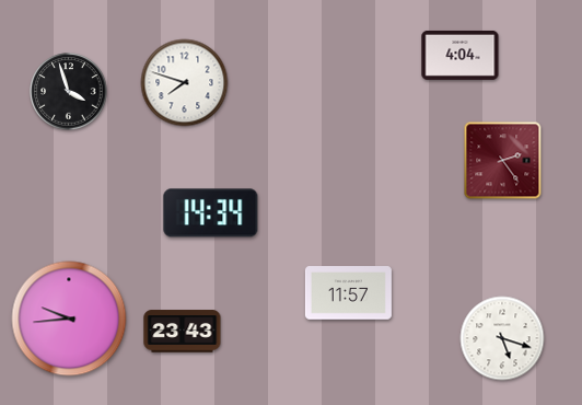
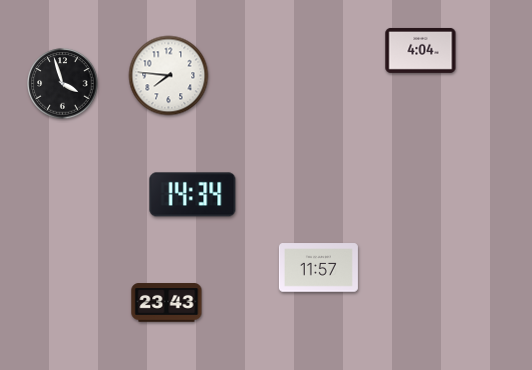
clock at (185, 83): 7:48 -> 7:46
clock at (503, 161): 2:24 -> none
clock at (69, 319): 9:44 -> none
clock at (502, 338): 5:18 -> none
